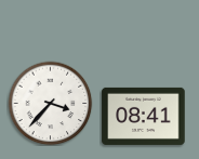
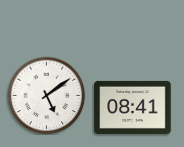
clock at (50, 103): 3:37 -> 5:09
